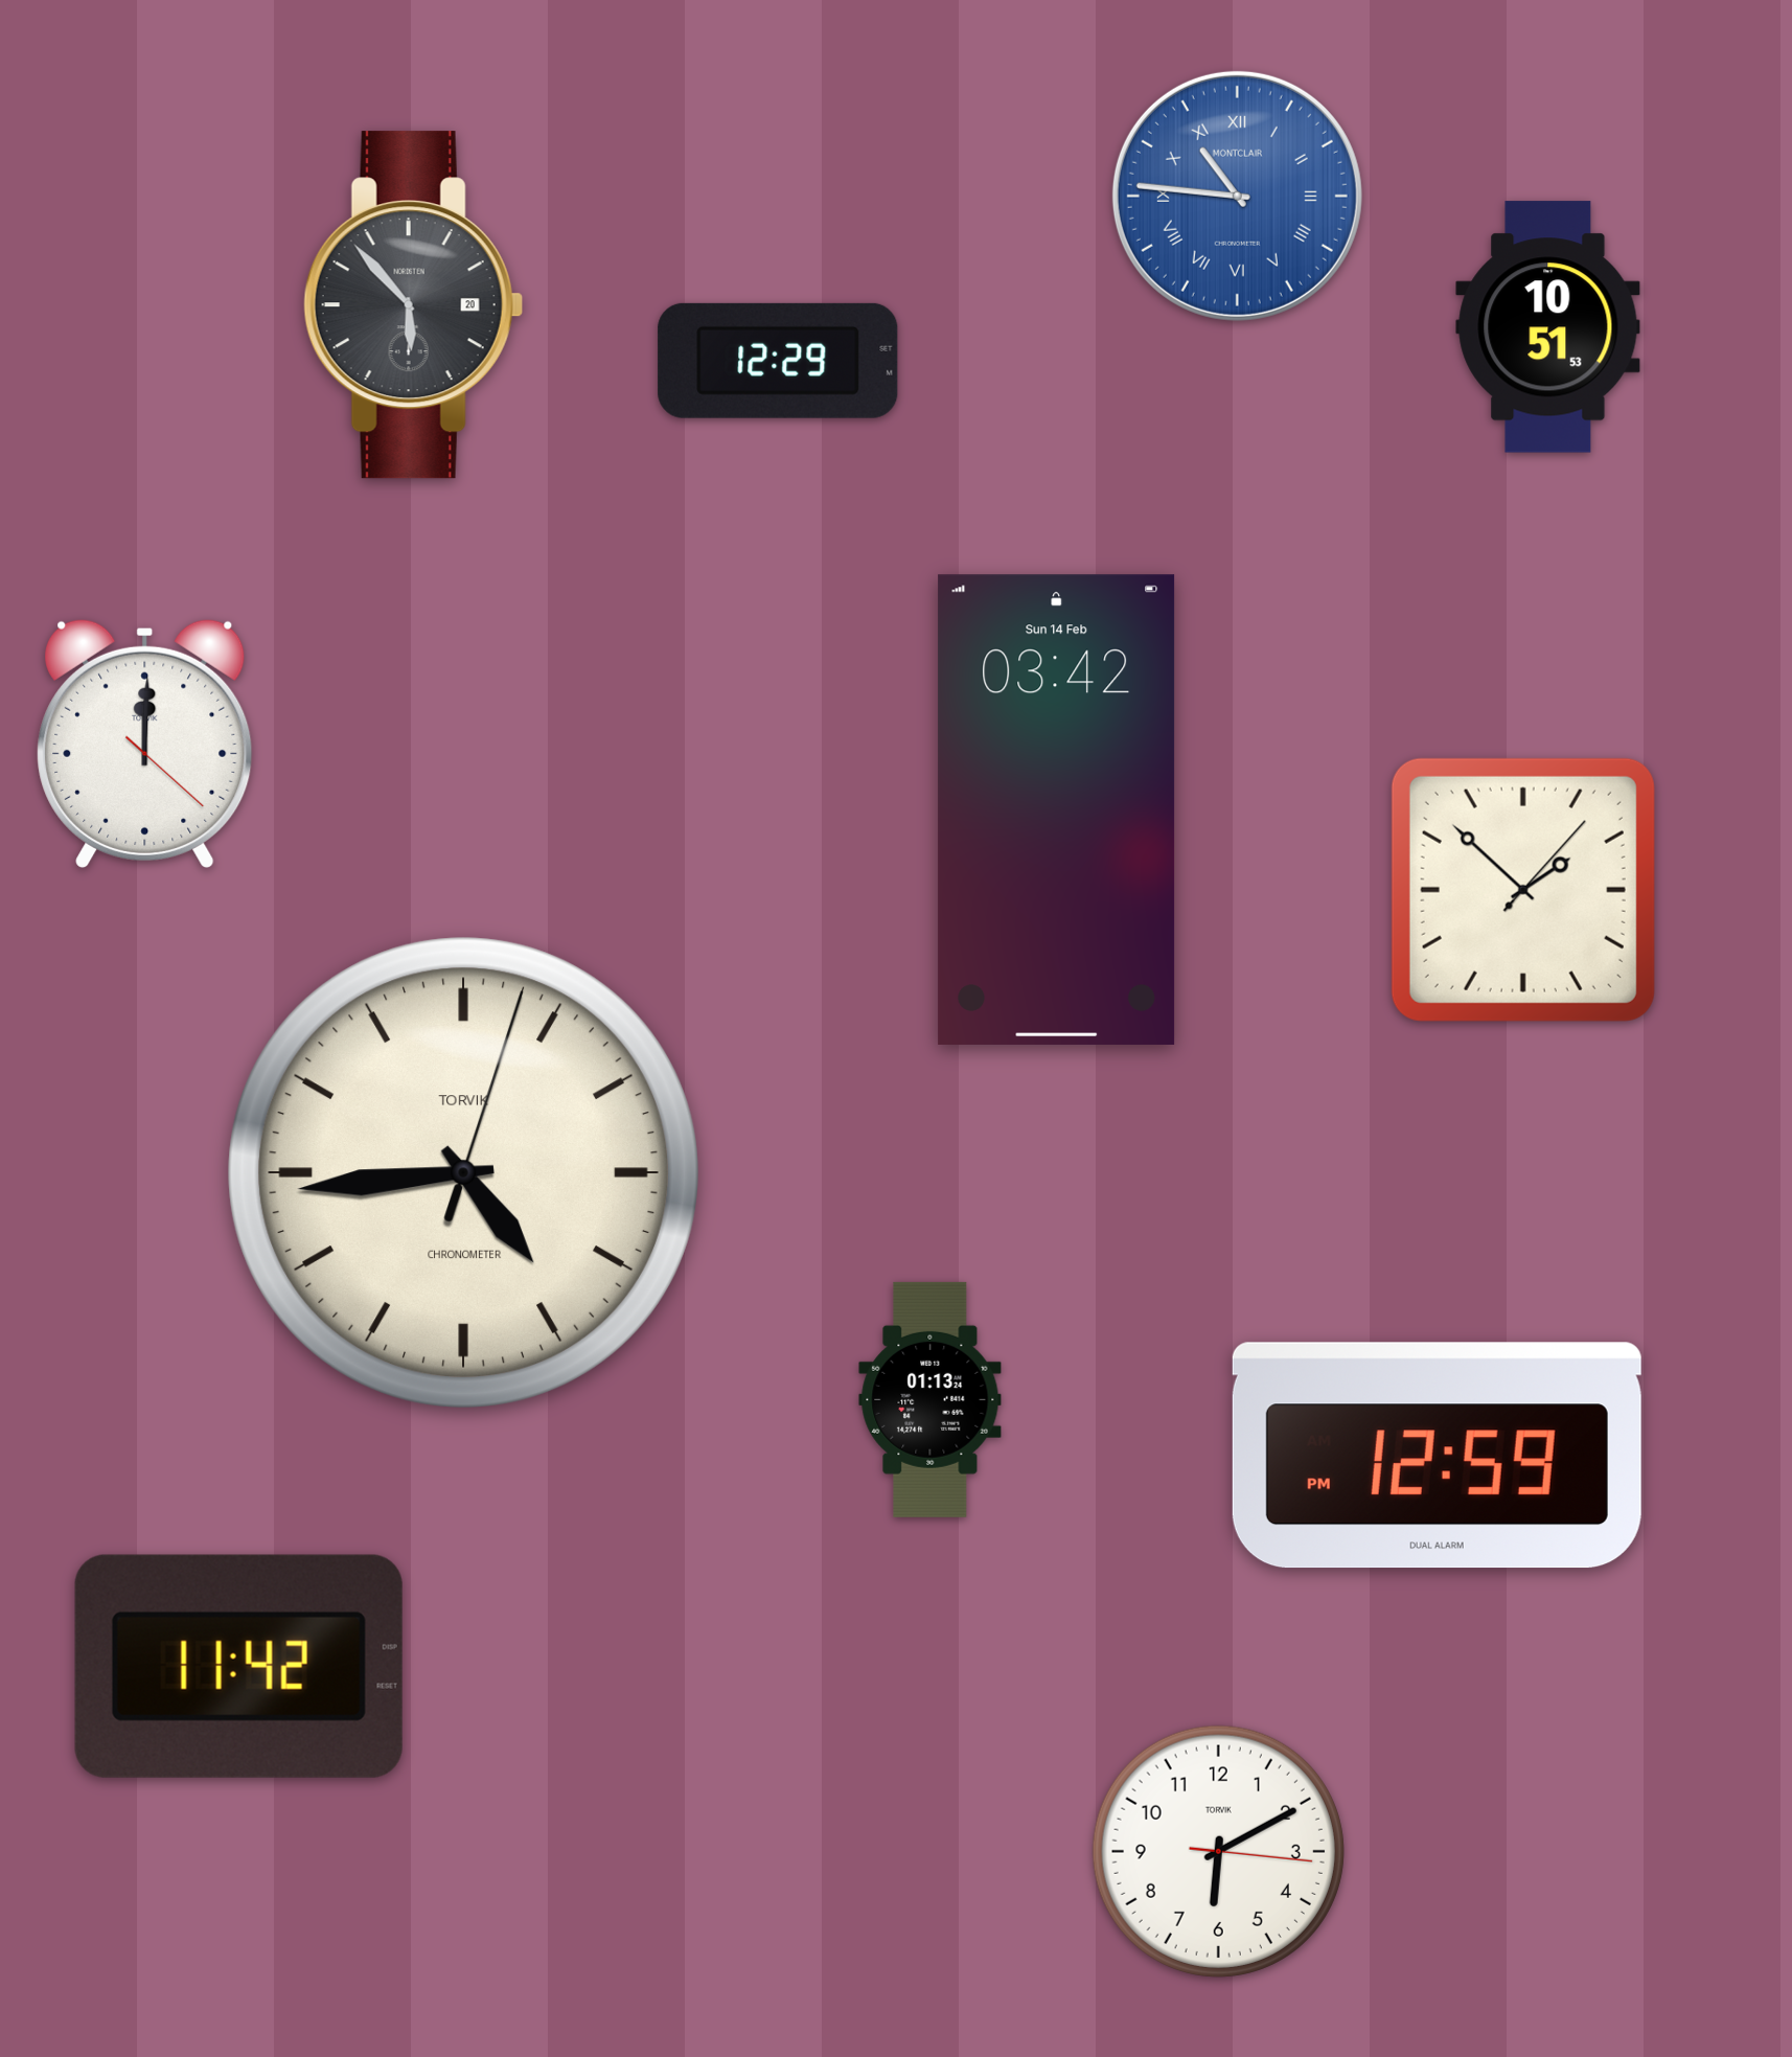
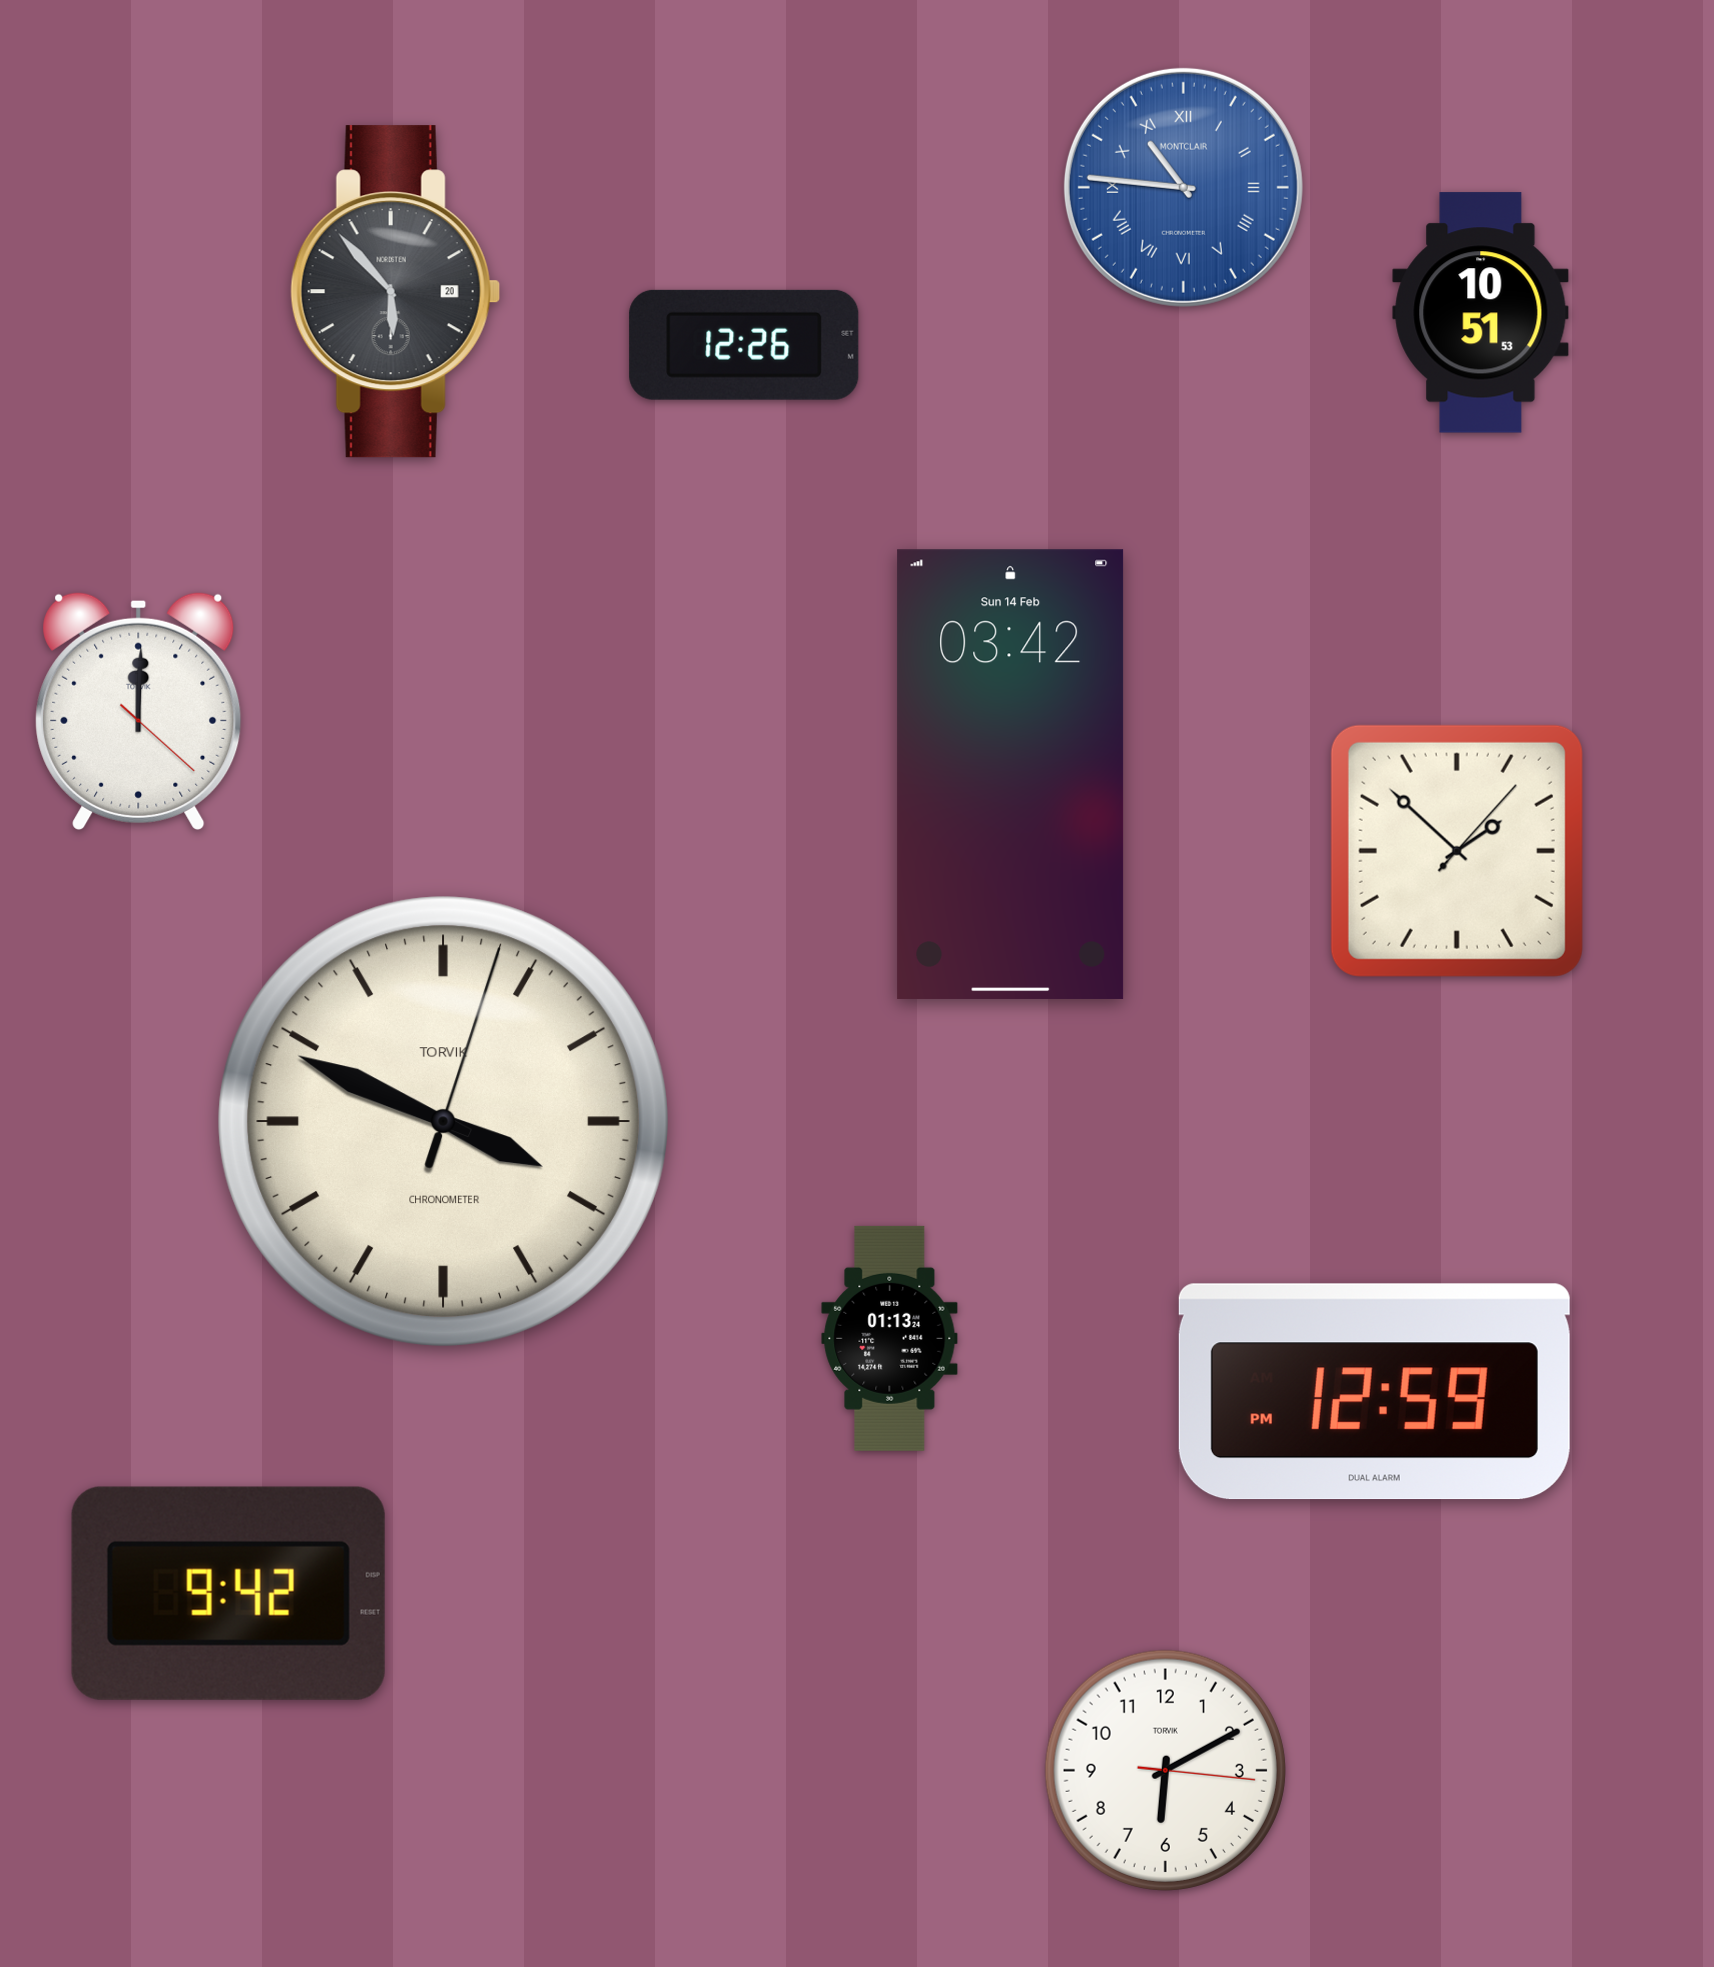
clock at (778, 361): 12:29 -> 12:26
clock at (463, 1172): 4:44 -> 3:49
clock at (238, 1666): 11:42 -> 9:42
